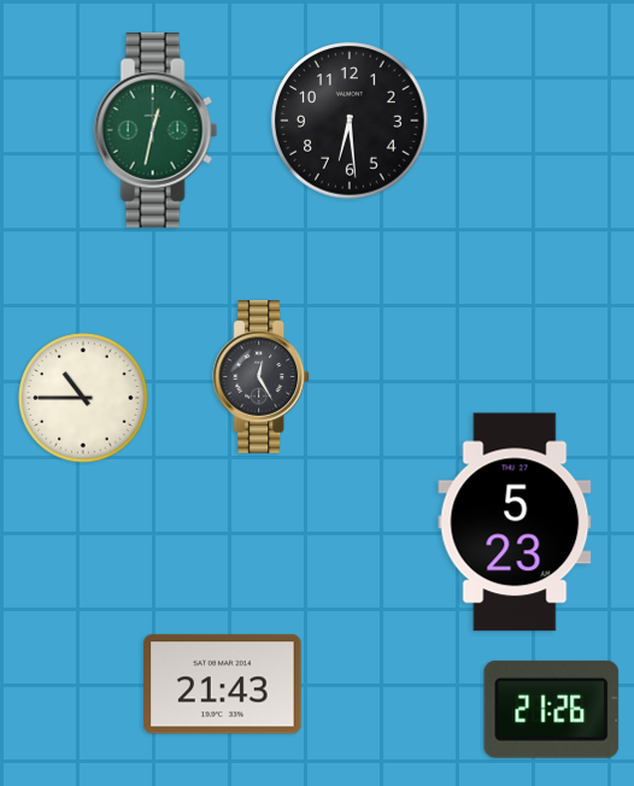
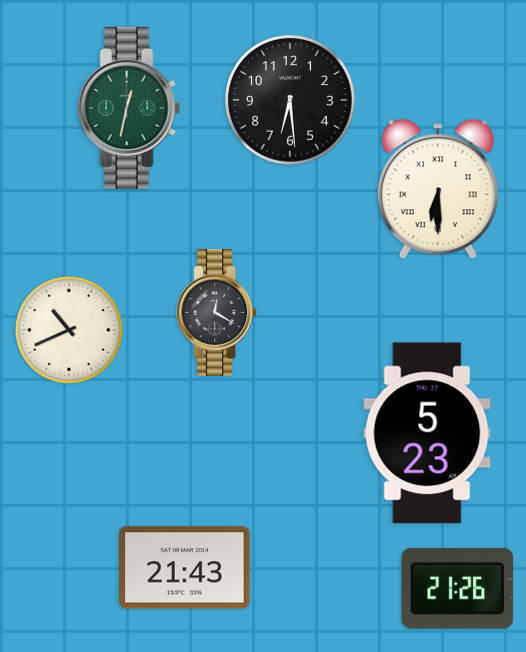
clock at (438, 190): none -> 6:30
clock at (262, 377): 12:25 -> 12:20
clock at (83, 398): 10:45 -> 10:41
